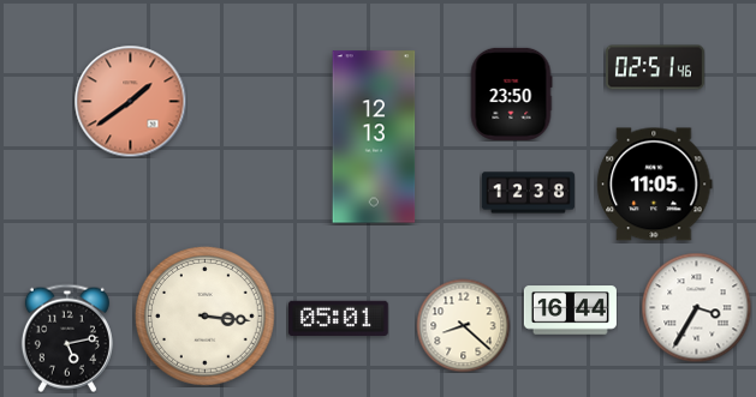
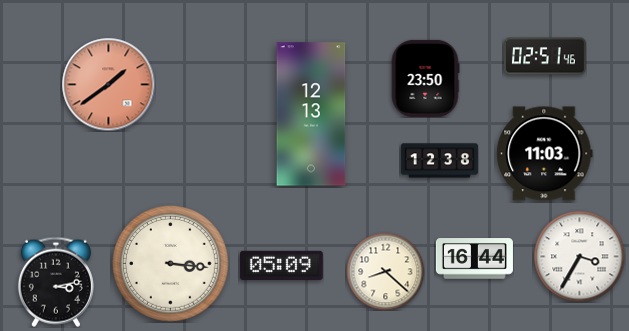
clock at (655, 185): 11:05 -> 11:03
clock at (339, 318): 05:01 -> 05:09
clock at (67, 338): 5:13 -> 3:13
